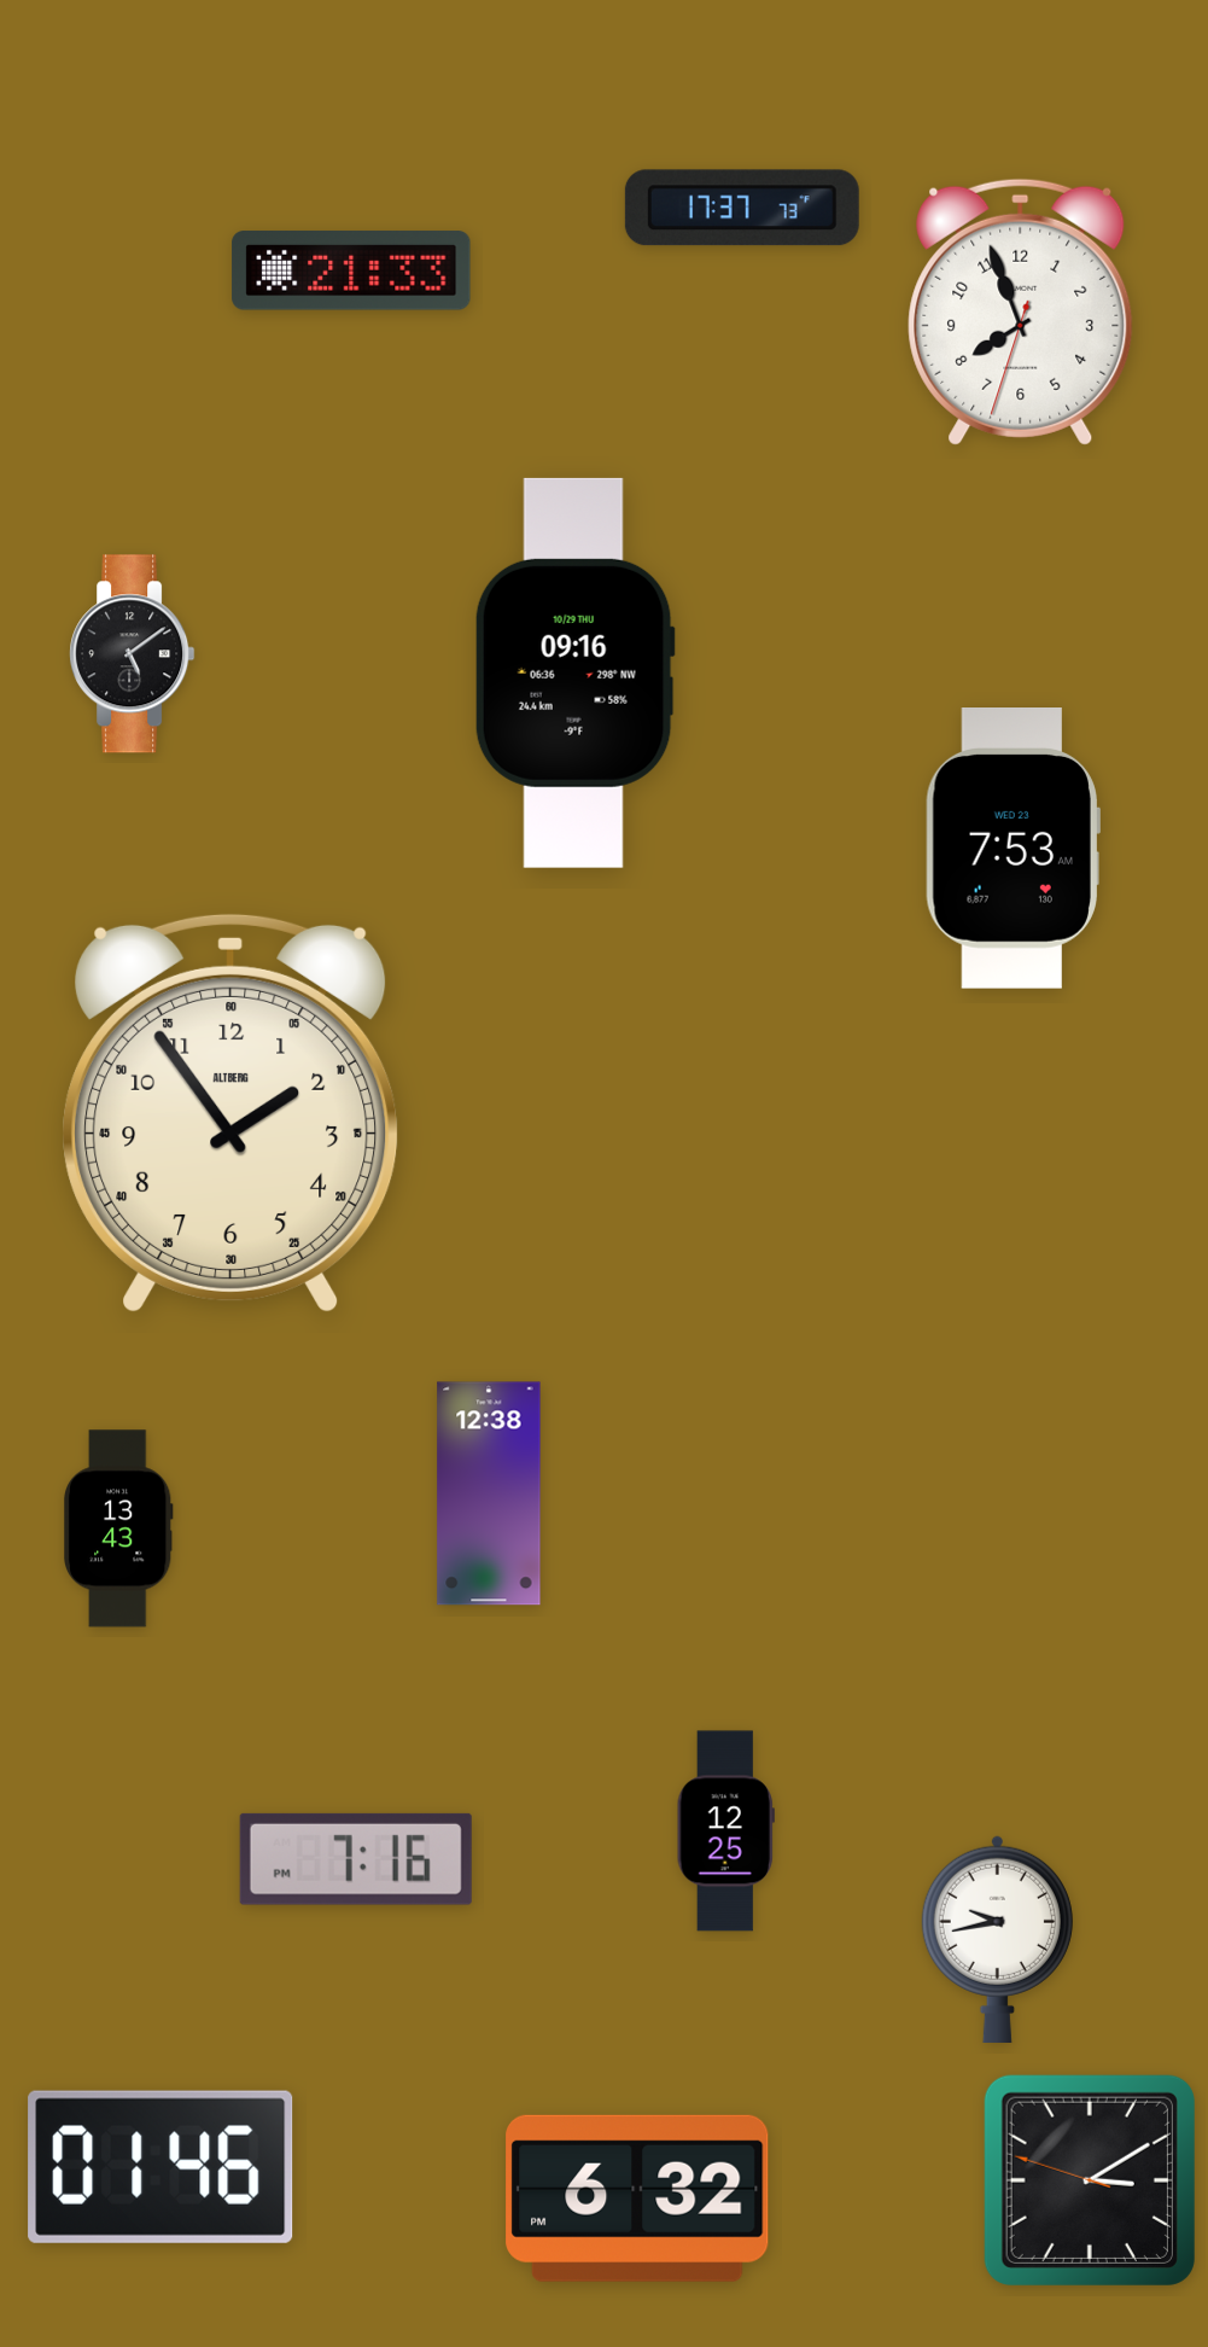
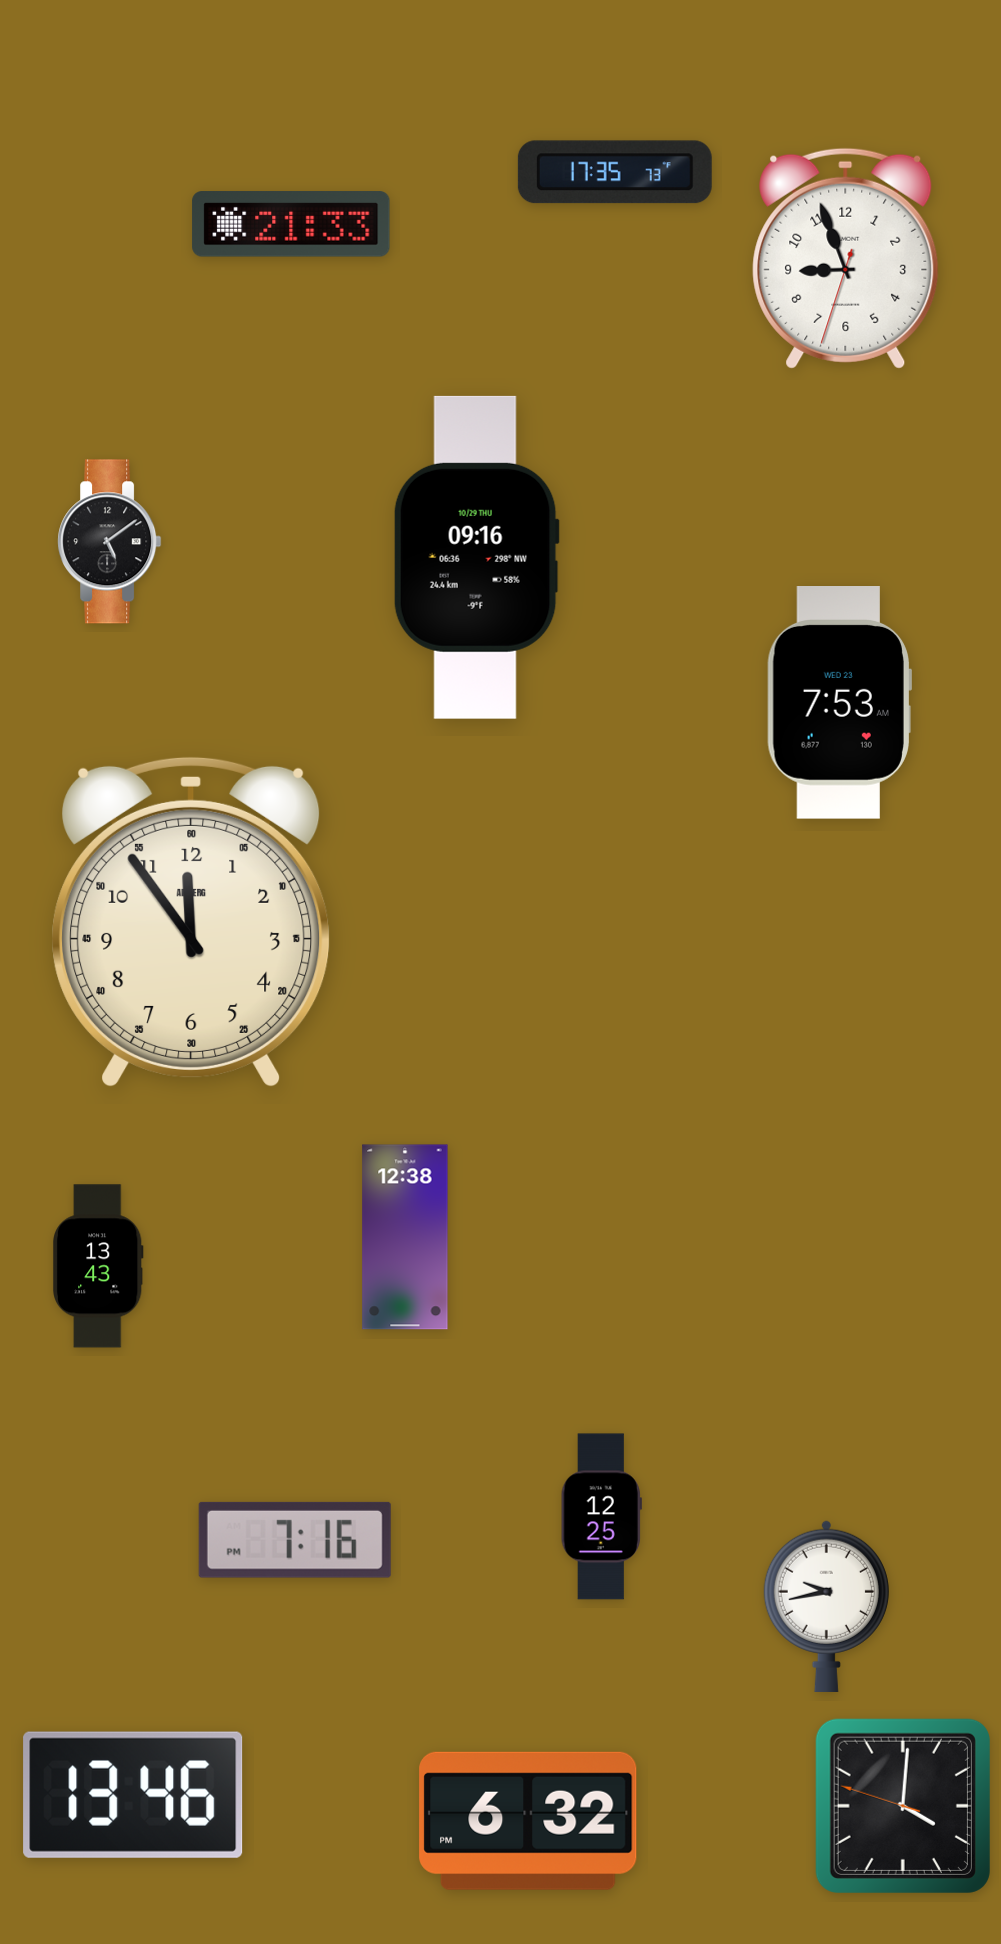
clock at (742, 208): 17:37 -> 17:35
clock at (1021, 311): 7:56 -> 8:56
clock at (230, 1113): 1:54 -> 11:54
clock at (161, 2167): 01:46 -> 13:46
clock at (1090, 2180): 3:09 -> 4:00
